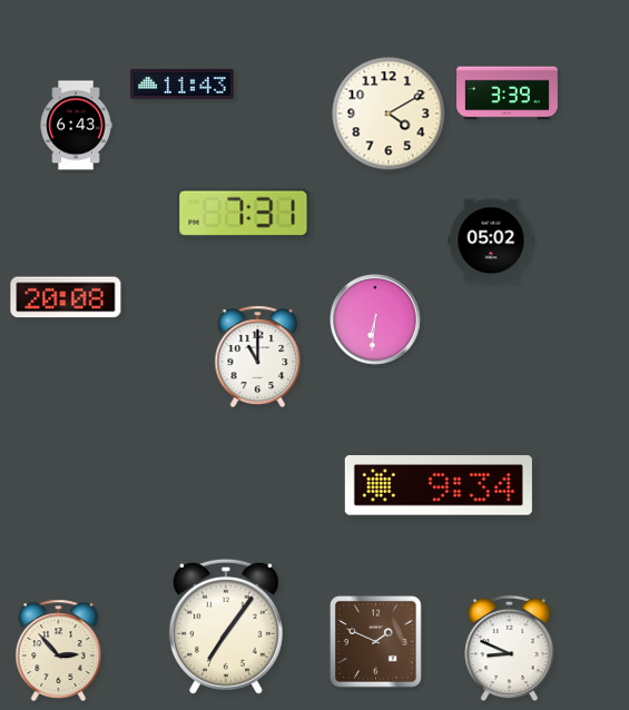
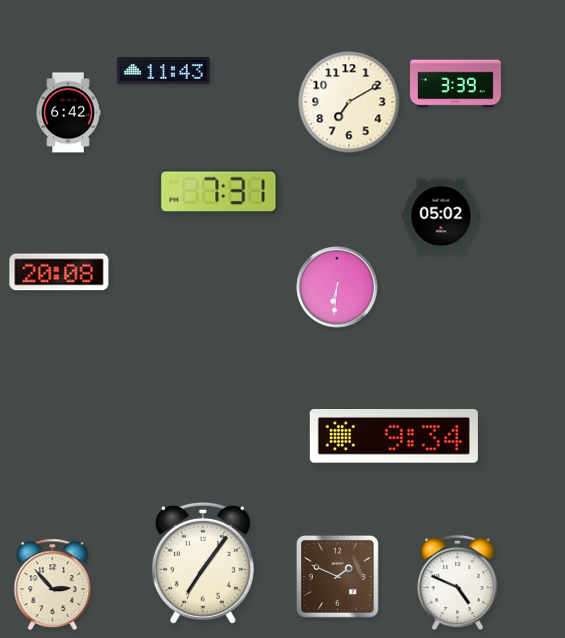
clock at (183, 85) position: (183, 85) -> (164, 71)
clock at (389, 114): 4:10 -> 7:10
clock at (76, 126): 6:43 -> 6:42
clock at (66, 297) position: (66, 297) -> (59, 272)
clock at (258, 356): 11:00 -> none
clock at (510, 649): 8:49 -> 4:49
